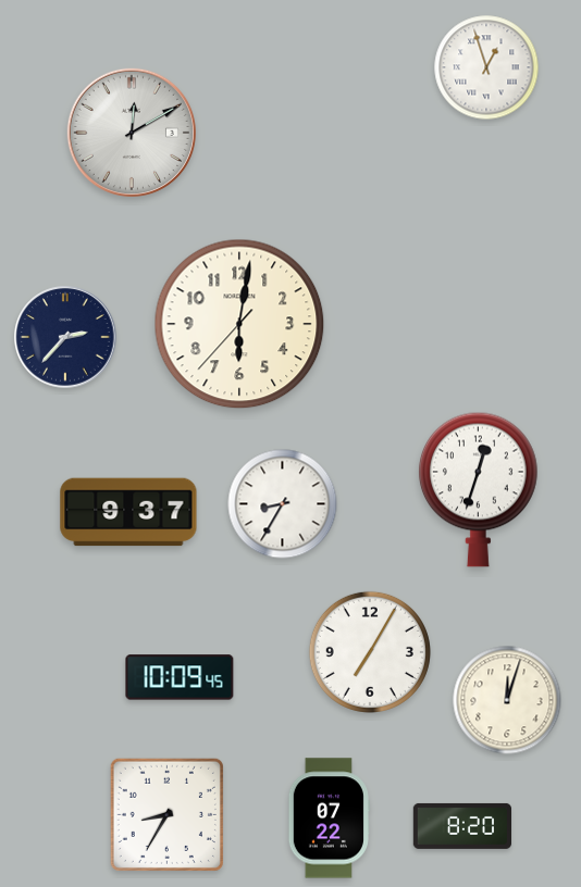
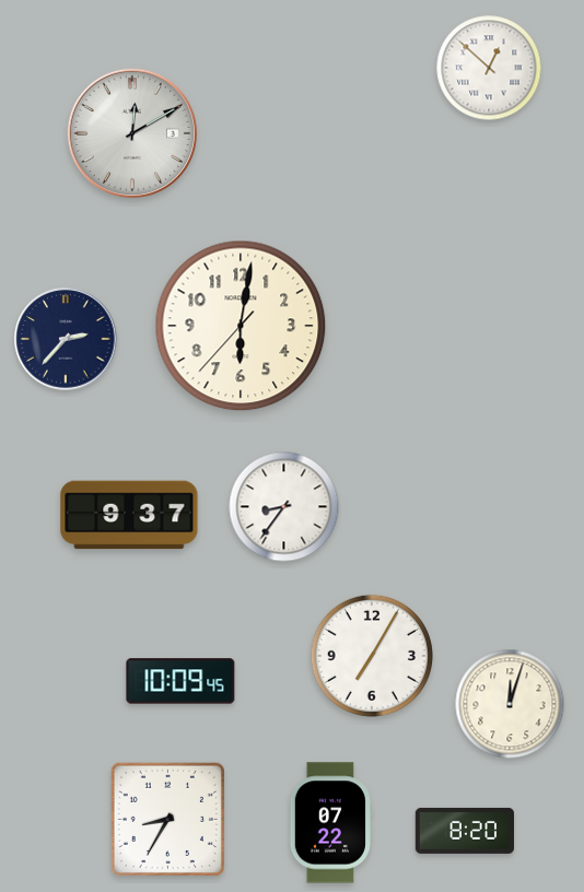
clock at (486, 67): 12:57 -> 12:52
clock at (478, 489): 12:33 -> none
clock at (283, 504): 8:35 -> 8:36
